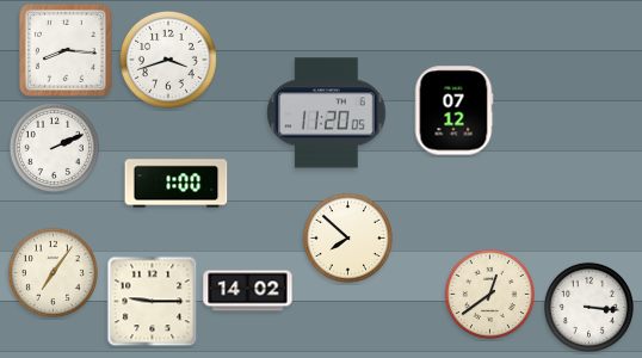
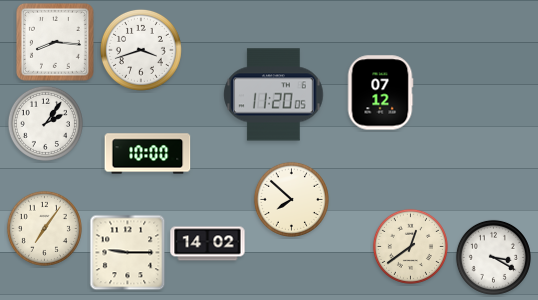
clock at (54, 147): 2:11 -> 2:06
clock at (177, 184): 1:00 -> 10:00
clock at (588, 307): 3:16 -> 3:20
